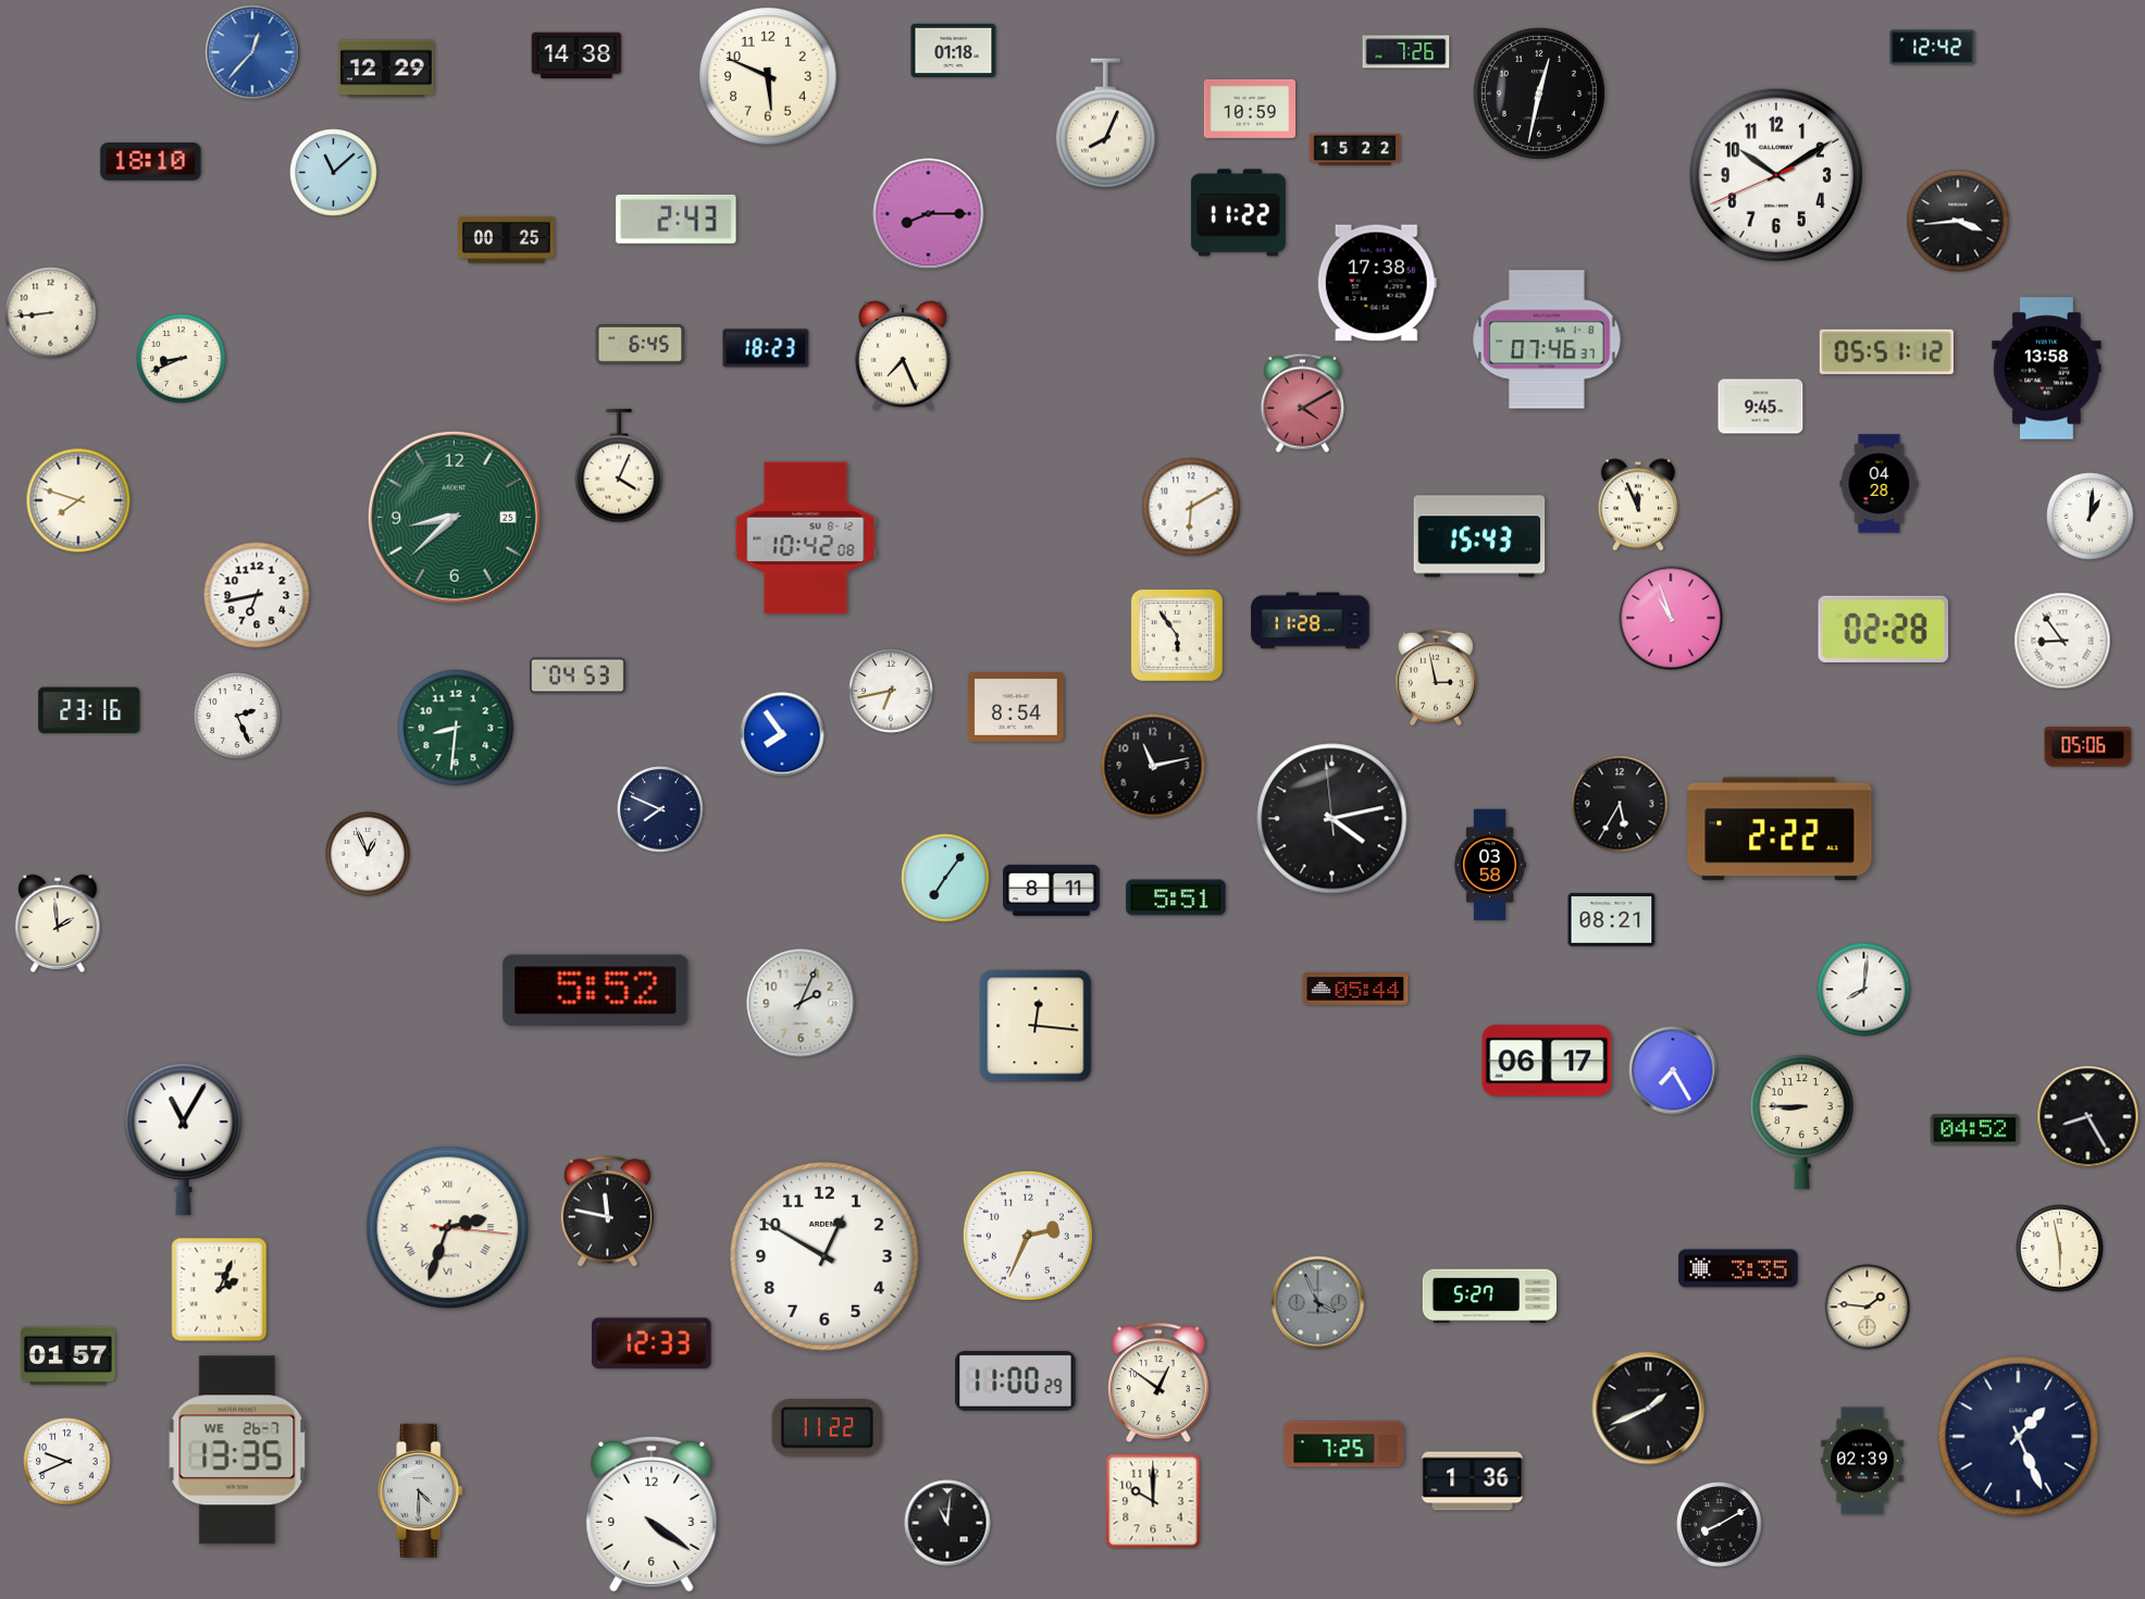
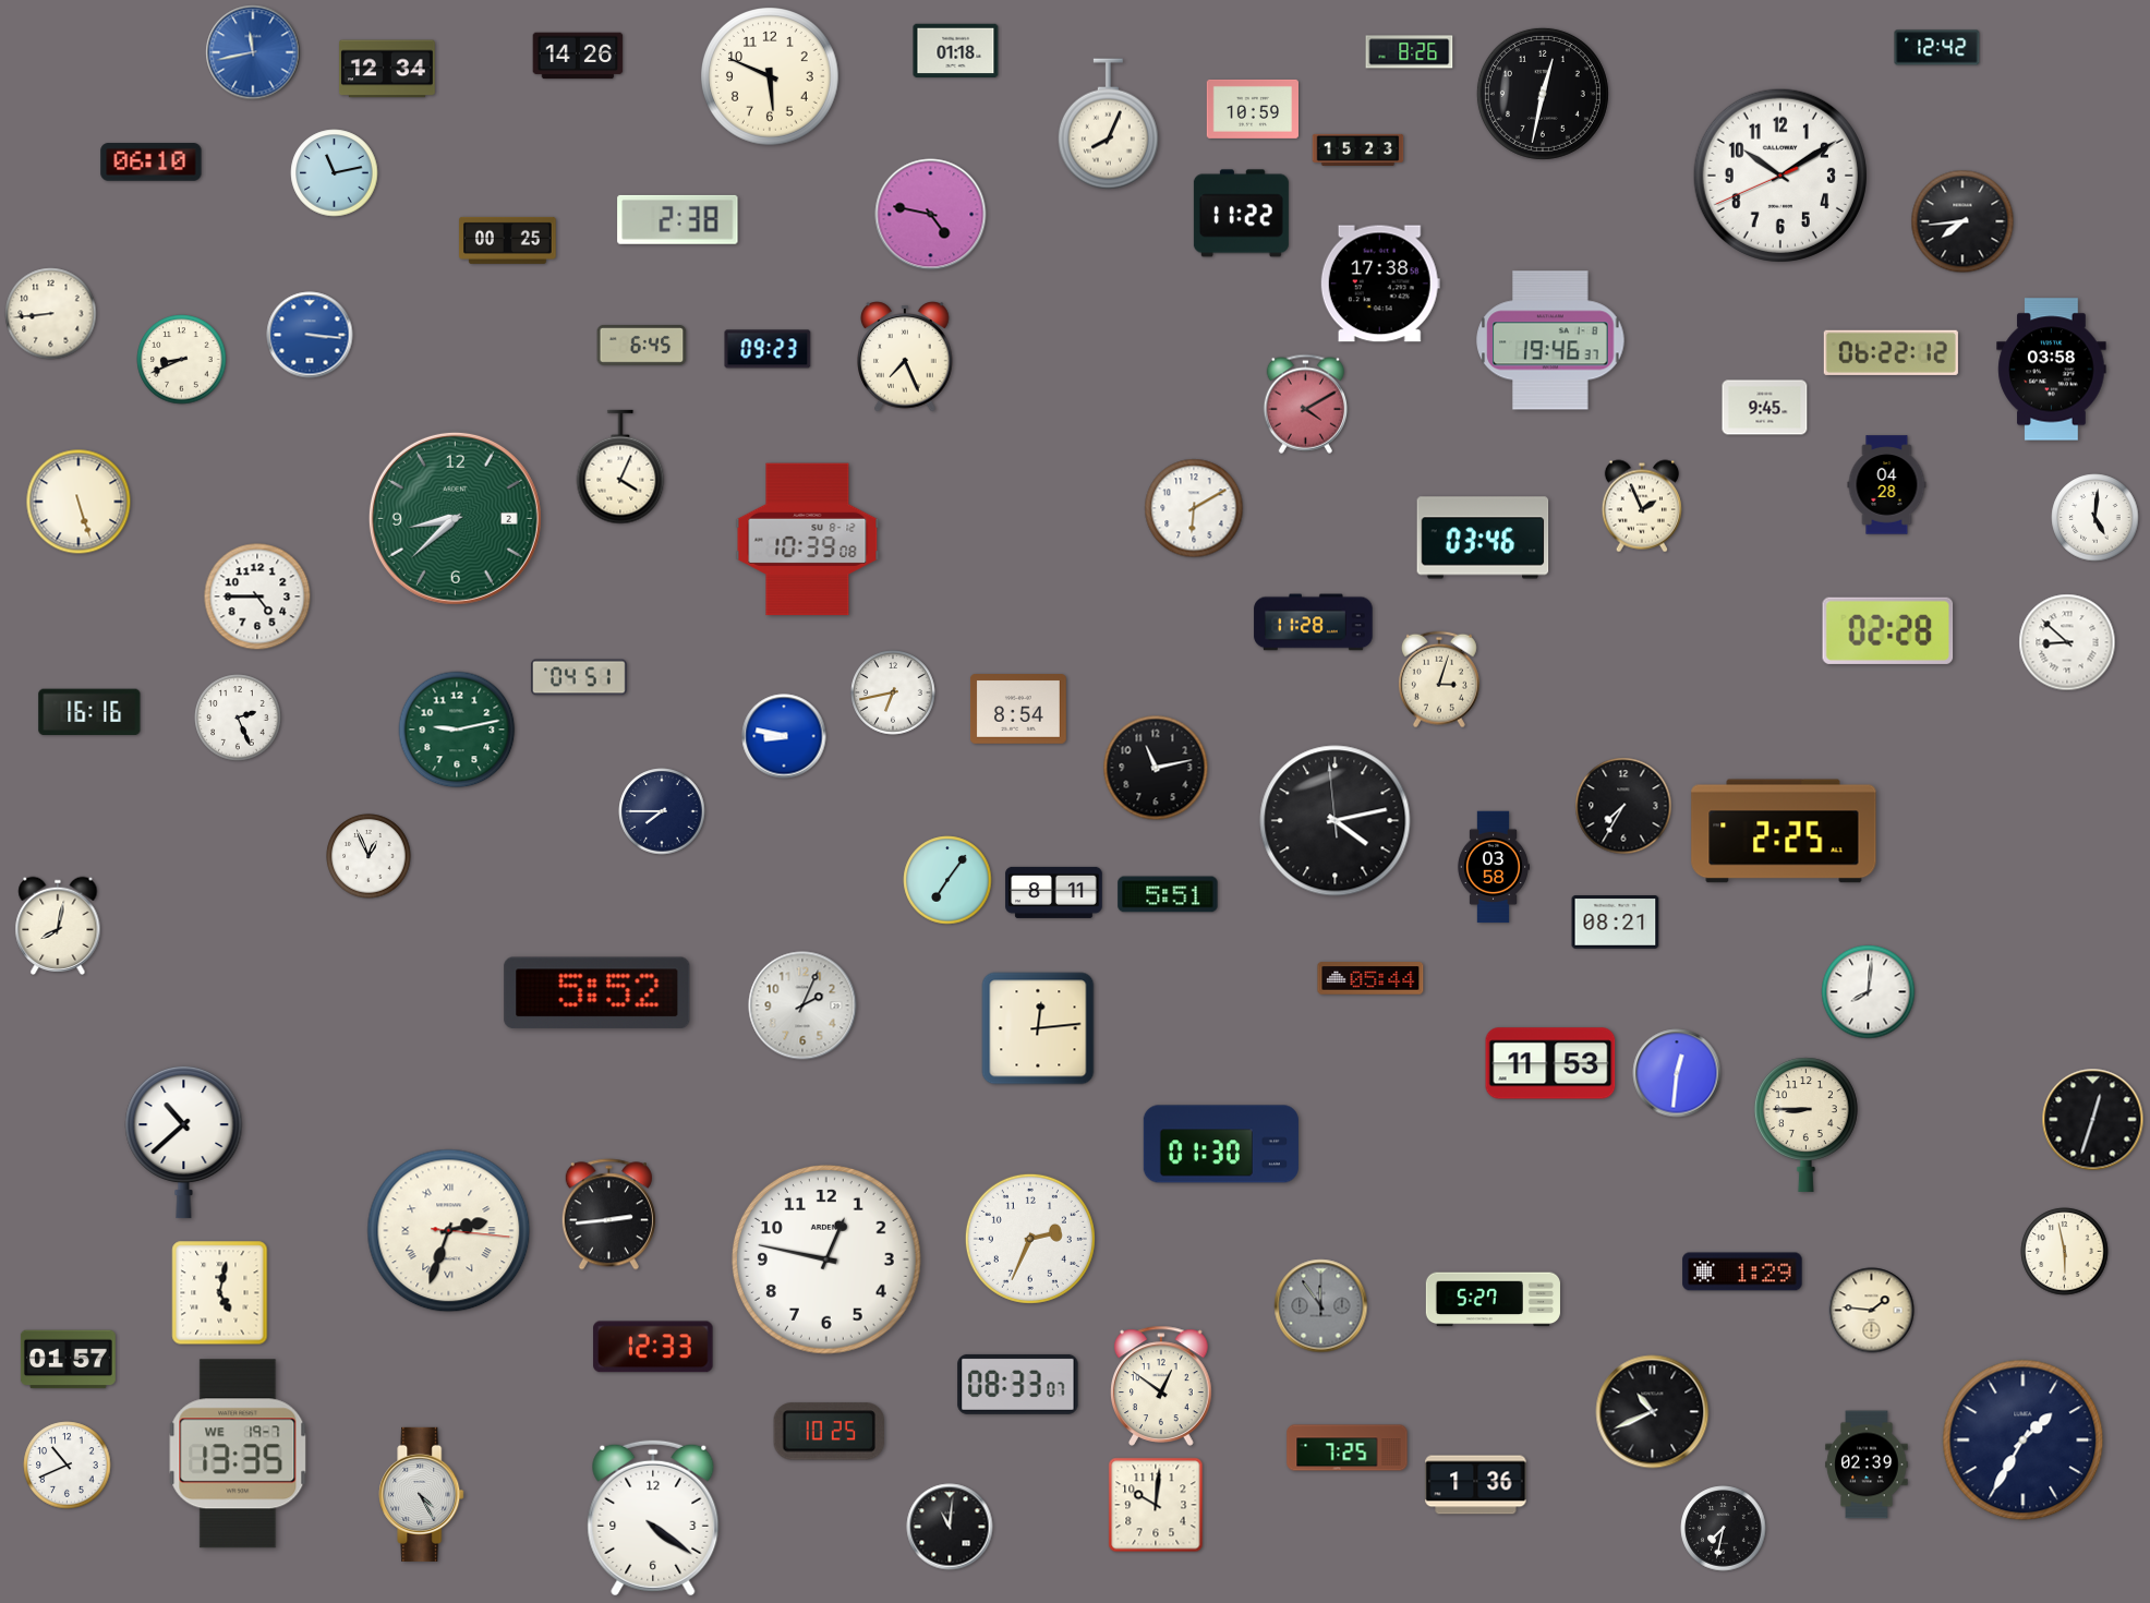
clock at (252, 52): 12:37 -> 11:43
clock at (1406, 52): 7:26 -> 8:26
clock at (576, 55): 14:38 -> 14:26
clock at (387, 69): 12:29 -> 12:34
clock at (1355, 149): 15:22 -> 15:23
clock at (151, 162): 18:10 -> 06:10
clock at (334, 173): 11:08 -> 11:13
clock at (929, 214): 8:15 -> 4:47
clock at (677, 219): 2:43 -> 2:38
clock at (1958, 221): 3:44 -> 7:44
clock at (310, 335): none -> 3:16
clock at (1547, 339): 07:46 -> 19:46
clock at (766, 348): 18:23 -> 09:23
clock at (1886, 351): 05:51 -> 06:22
clock at (2047, 369): 13:58 -> 03:58
clock at (1880, 484) position: (1880, 484) -> (1887, 485)
clock at (78, 500): 7:48 -> 5:27
clock at (1638, 505): 11:56 -> 1:56
clock at (454, 517) date: 25 -> 2
clock at (2091, 517): 1:01 -> 5:01
clock at (1479, 536): 15:43 -> 03:46
clock at (806, 538): 10:42 -> 10:39
clock at (257, 595): 6:43 -> 4:45
clock at (1671, 618): 10:57 -> none
clock at (1177, 635): 5:54 -> none
clock at (2062, 641): 8:54 -> 8:52
clock at (578, 675): 04:53 -> 04:51
clock at (1436, 678): 2:58 -> 3:03
clock at (89, 710): 23:16 -> 16:16
clock at (456, 728): 8:31 -> 9:13
clock at (782, 734): 7:54 -> 8:47
clock at (2088, 747): 05:06 -> none
clock at (1620, 804): 5:35 -> 7:35
clock at (660, 809): 7:49 -> 7:45
clock at (1780, 829): 2:22 -> 2:25
clock at (1176, 897) position: (1176, 897) -> (1168, 894)
clock at (58, 922): 1:59 -> 8:02
clock at (1355, 989) position: (1355, 989) -> (1370, 978)
clock at (1036, 1026): 12:16 -> 12:14
clock at (1547, 1061): 06:17 -> 11:53
clock at (1673, 1070): 7:25 -> 12:31
clock at (2088, 1117): 8:25 -> 12:33
clock at (1975, 1130): 04:52 -> none
clock at (184, 1139): 11:05 -> 10:38
clock at (1221, 1144): none -> 01:30
clock at (607, 1212): 11:47 -> 2:44
clock at (824, 1256): 12:50 -> 12:47
clock at (1738, 1268): 3:35 -> 1:29
clock at (220, 1290): 2:04 -> 5:02
clock at (1318, 1303): 3:56 -> 11:54
clock at (1016, 1380): 11:00 -> 08:33
clock at (1649, 1409): 1:41 -> 10:41
clock at (828, 1428): 11:22 -> 10:25
clock at (2019, 1437): 1:26 -> 1:35
clock at (237, 1450) date: WE 26-7 -> WE 19-7
clock at (67, 1462): 9:41 -> 10:41
clock at (421, 1490): 4:30 -> 4:25
clock at (1153, 1501): 10:00 -> 10:01
clock at (1720, 1525): 8:10 -> 7:32
